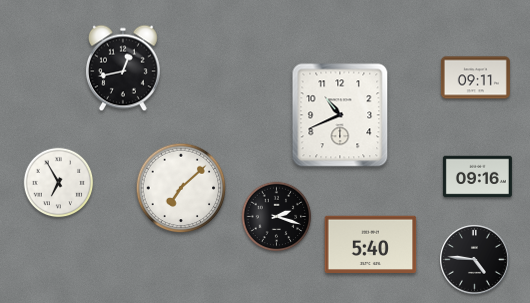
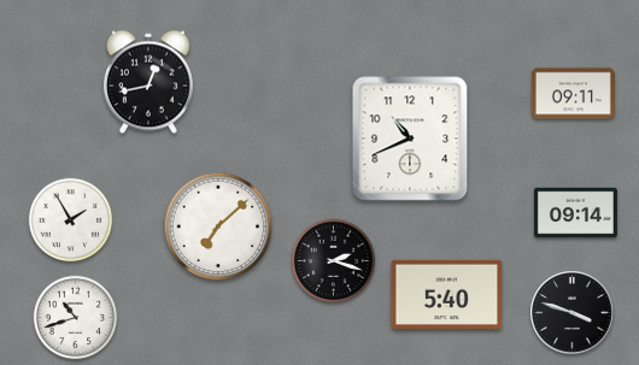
clock at (477, 177): 09:16 -> 09:14
clock at (59, 183): 6:55 -> 1:55
clock at (475, 260): 4:46 -> 3:48
clock at (76, 318): none -> 10:42
